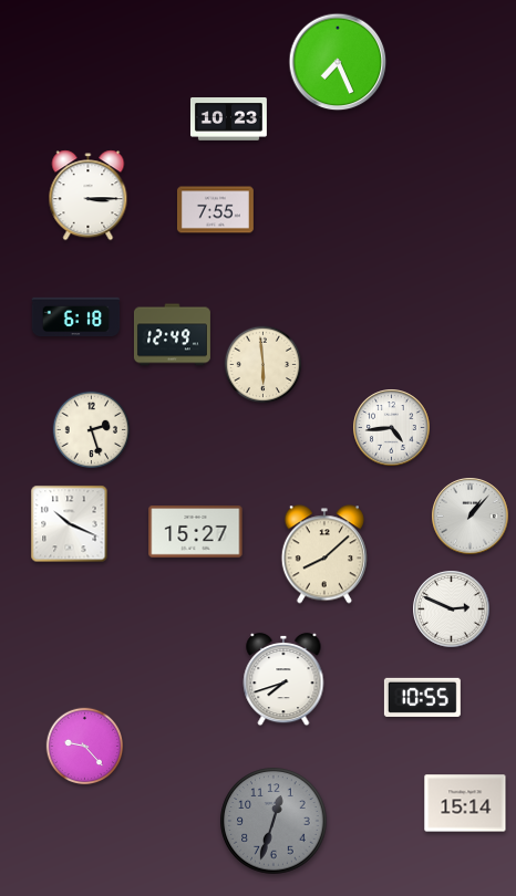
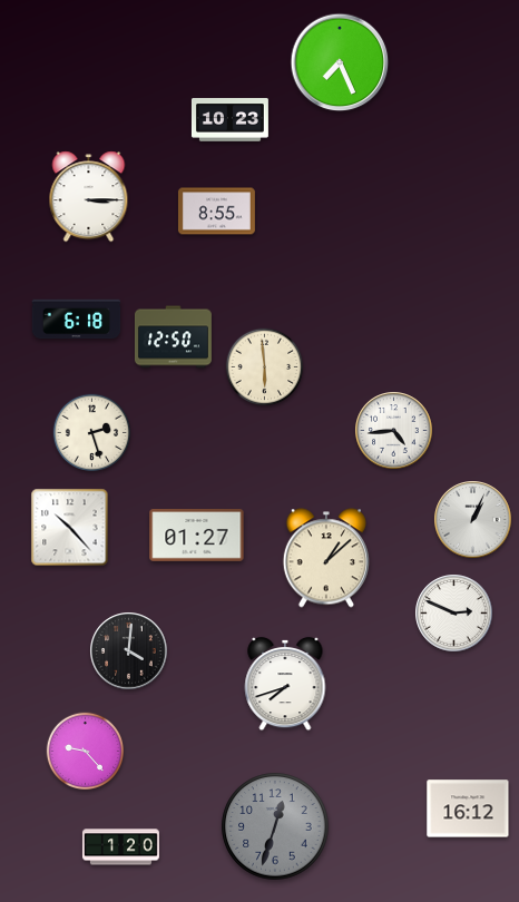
clock at (215, 210): 7:55 -> 8:55
clock at (172, 335): 12:49 -> 12:50
clock at (471, 517): 1:07 -> 1:04
clock at (70, 524): 10:19 -> 10:23
clock at (196, 532): 15:27 -> 01:27
clock at (324, 554): 8:08 -> 1:08
clock at (129, 651): none -> 4:01
clock at (422, 697): 10:55 -> none
clock at (465, 803): 15:14 -> 16:12
clock at (120, 847): none -> 1:20
